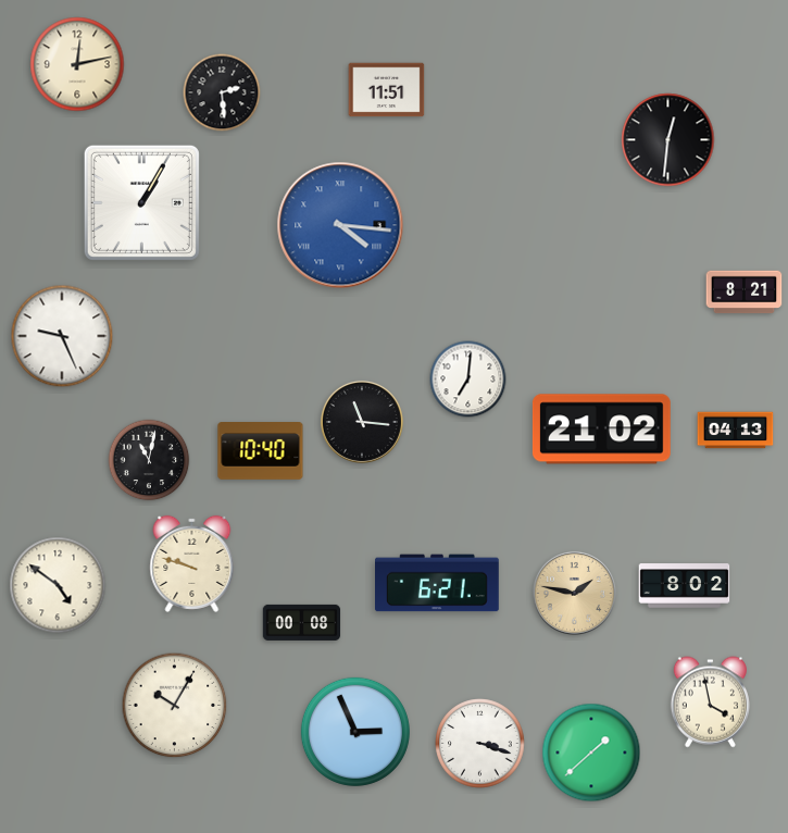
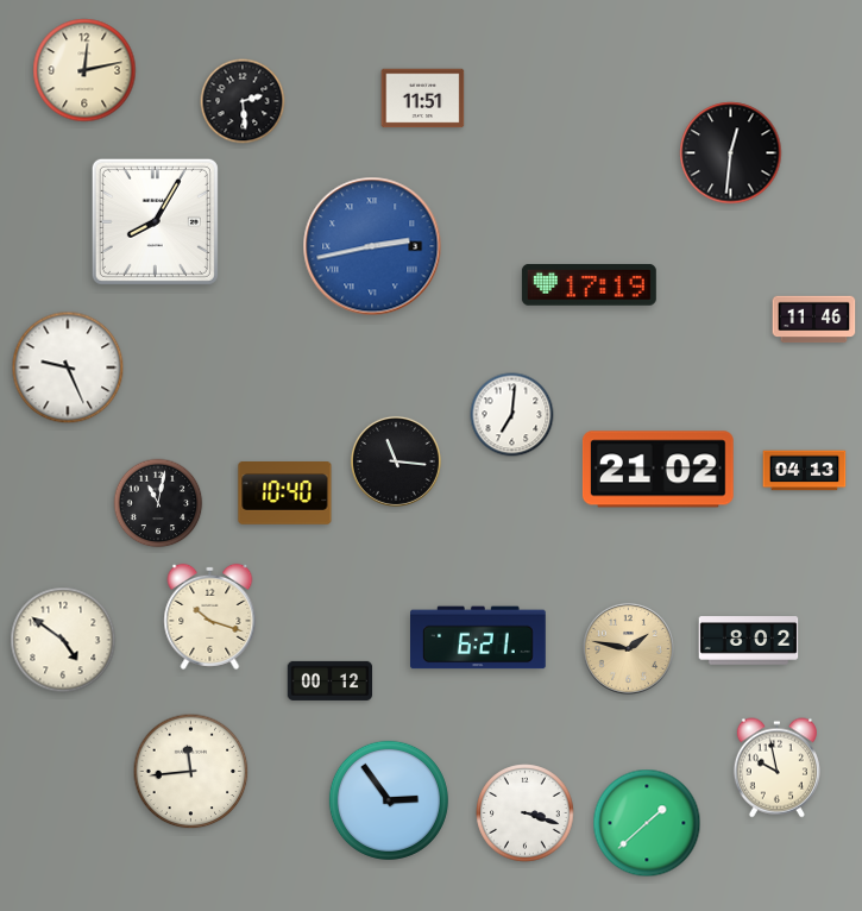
clock at (141, 202): 1:05 -> 8:05
clock at (340, 225): 4:16 -> 2:43
clock at (589, 285): none -> 17:19
clock at (745, 293): 8:21 -> 11:46
clock at (149, 460) position: (149, 460) -> (158, 503)
clock at (192, 563): 9:48 -> 10:18
clock at (302, 622): 00:08 -> 00:12
clock at (710, 703): 3:58 -> 9:58
clock at (175, 706): 10:05 -> 11:44
clock at (355, 732): 2:56 -> 2:54
